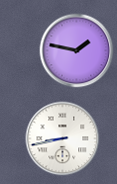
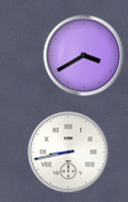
clock at (77, 51): 1:47 -> 3:40
